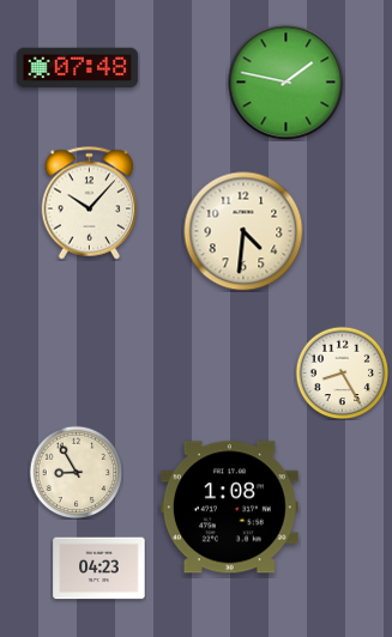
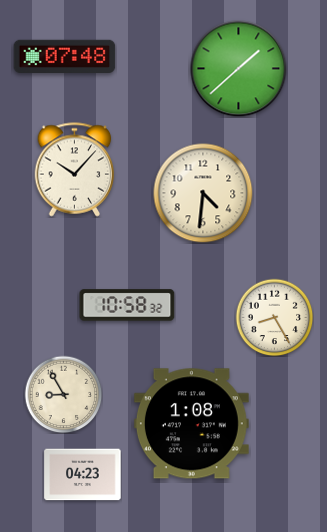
clock at (287, 83): 1:47 -> 1:38
clock at (127, 305): none -> 10:58
clock at (342, 372) position: (342, 372) -> (274, 317)
